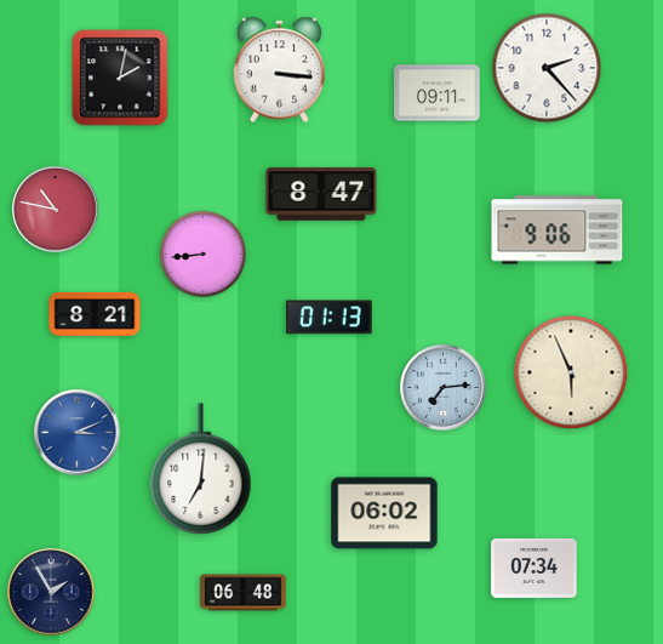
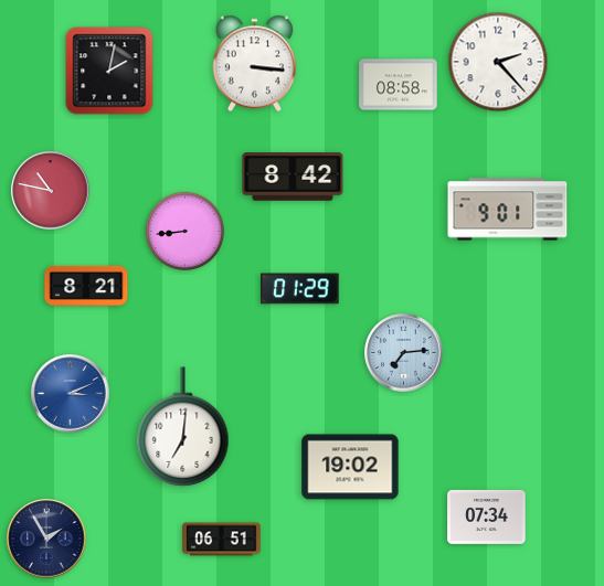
clock at (438, 93): 09:11 -> 08:58
clock at (321, 194): 8:47 -> 8:42
clock at (558, 230): 9:06 -> 9:01
clock at (330, 318): 01:13 -> 01:29
clock at (571, 372): 5:56 -> none
clock at (384, 513): 06:02 -> 19:02
clock at (244, 593): 06:48 -> 06:51
